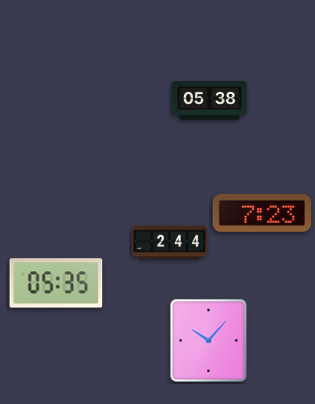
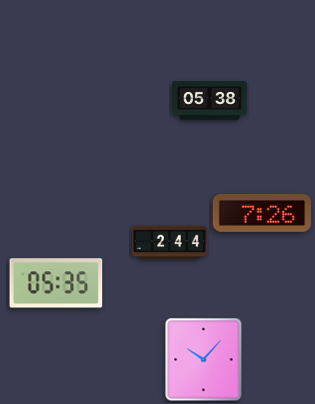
clock at (261, 213): 7:23 -> 7:26
clock at (209, 341) position: (209, 341) -> (204, 360)
